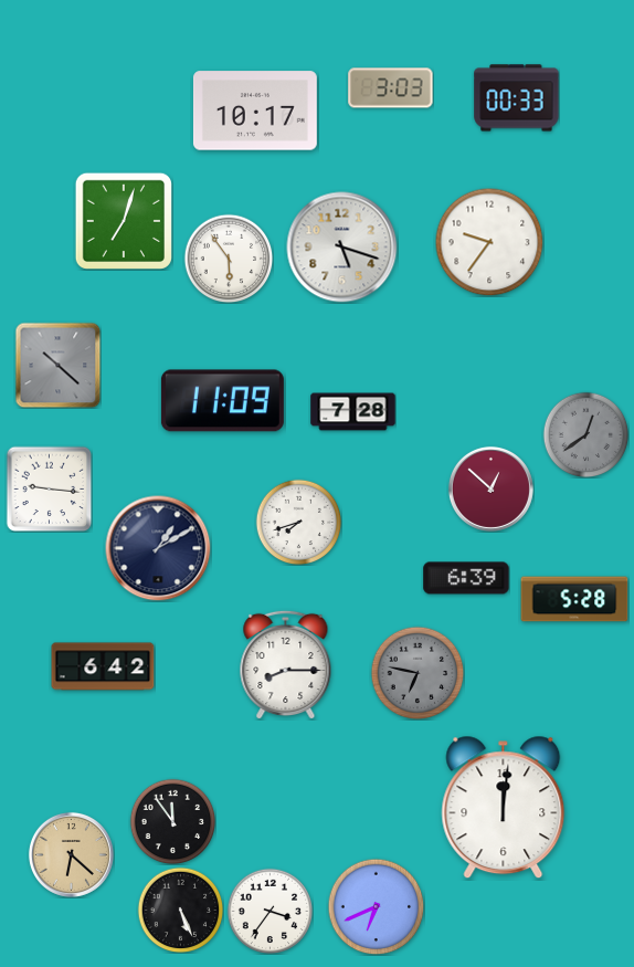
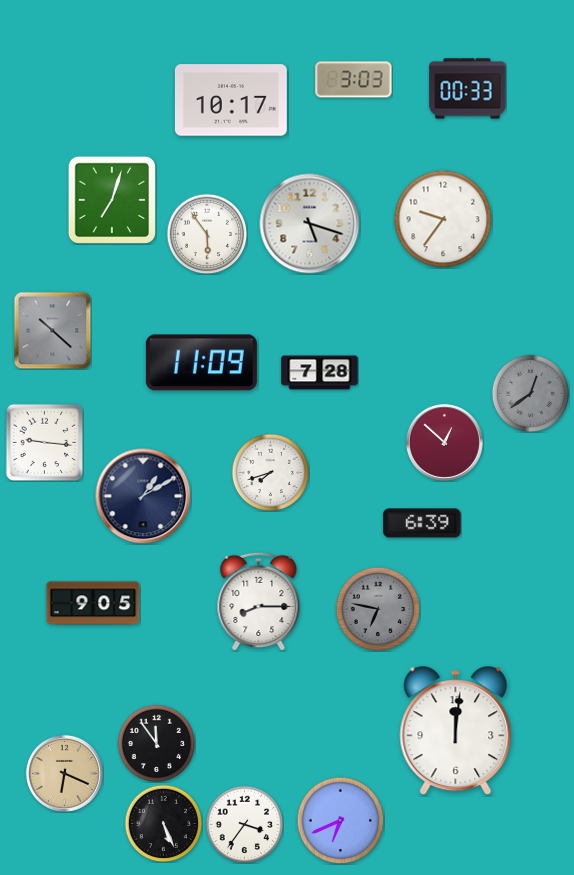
clock at (574, 599): 5:28 -> none
clock at (103, 666): 6:42 -> 9:05
clock at (71, 854): 6:22 -> 6:19
